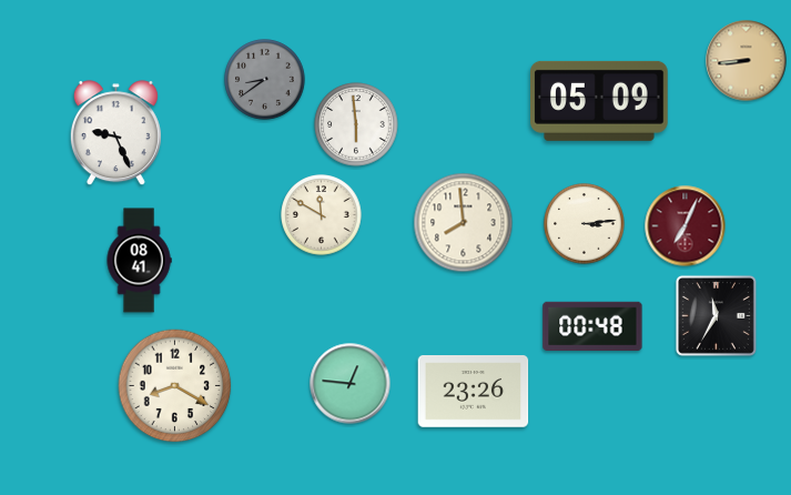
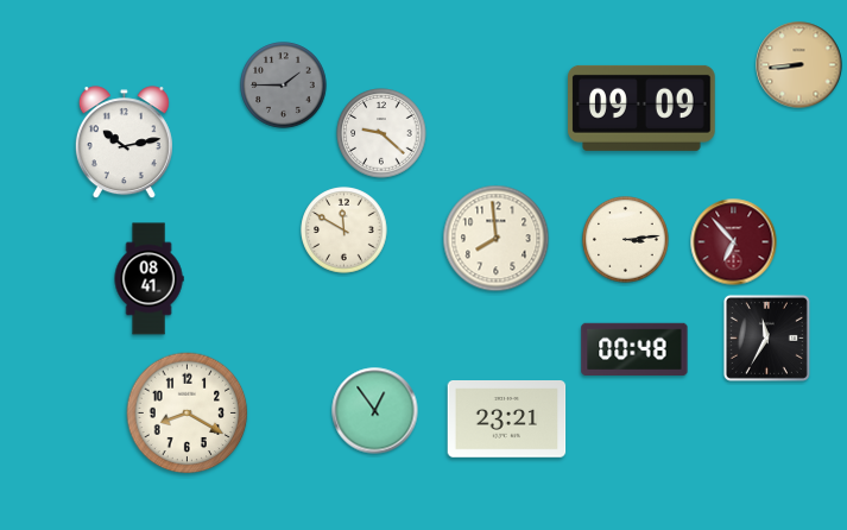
clock at (265, 80): 8:39 -> 1:45
clock at (600, 101): 05:09 -> 09:09
clock at (356, 124): 5:59 -> 9:22
clock at (115, 133): 9:26 -> 10:13
clock at (686, 226): 7:04 -> 6:53
clock at (351, 384): 12:46 -> 12:54
clock at (474, 392): 23:26 -> 23:21
